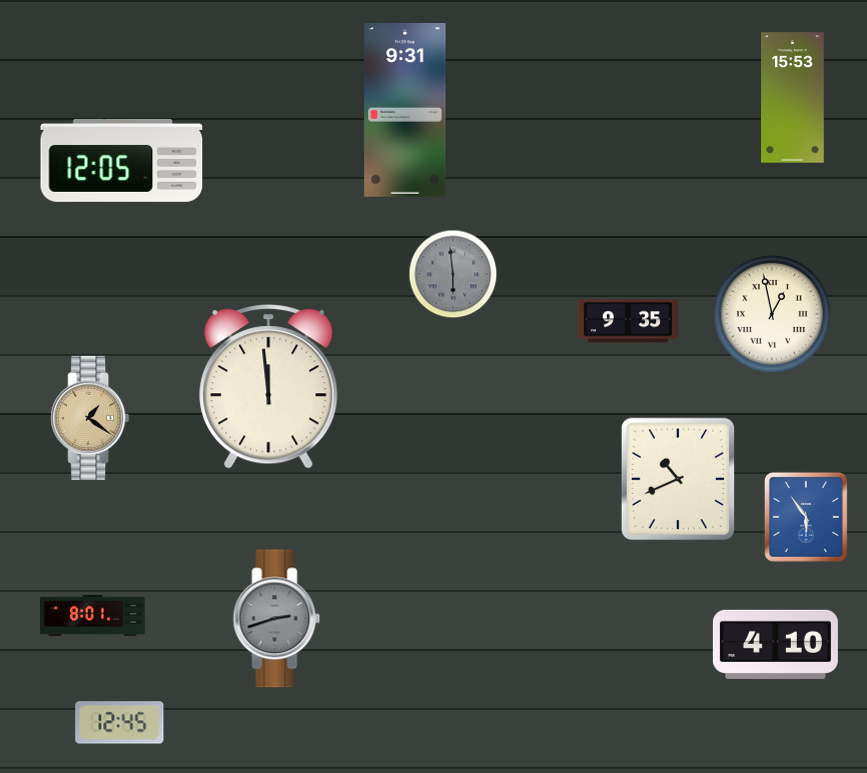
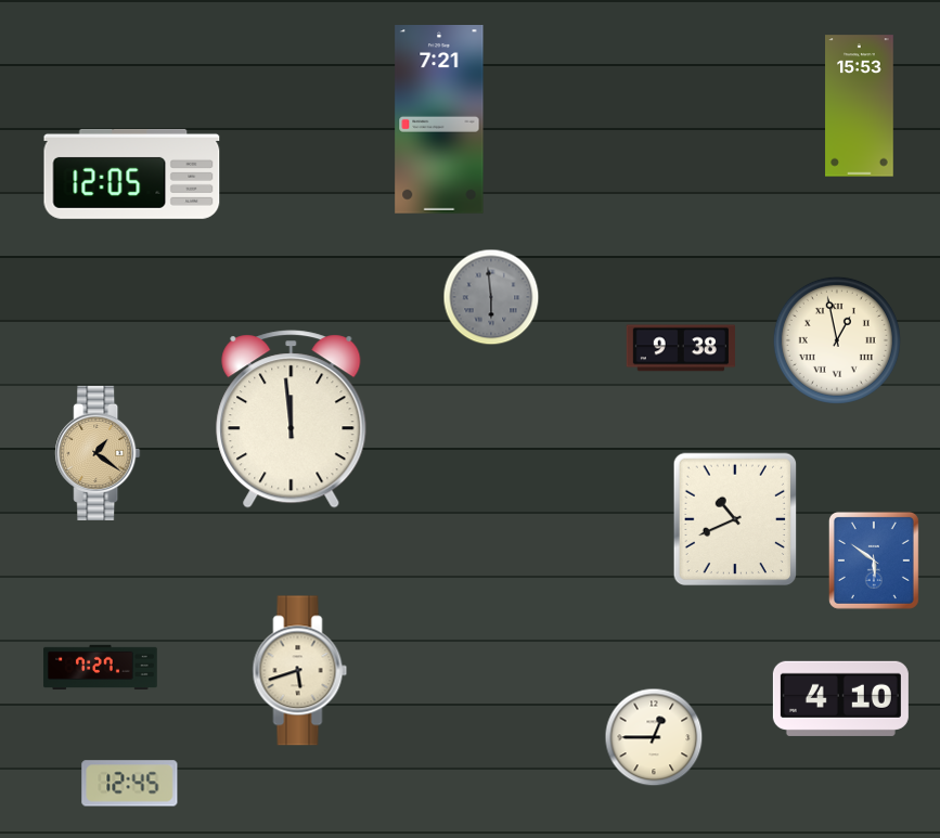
clock at (405, 111): 9:31 -> 7:21
clock at (628, 321): 9:35 -> 9:38
clock at (806, 517): 5:54 -> 5:51
clock at (93, 616): 8:01 -> 7:27
clock at (277, 619): 2:42 -> 5:42
clock at (277, 619) dial: grey -> cream
clock at (654, 737): none -> 12:45
